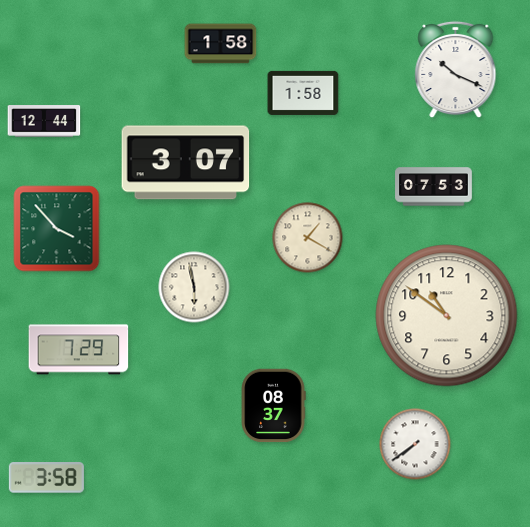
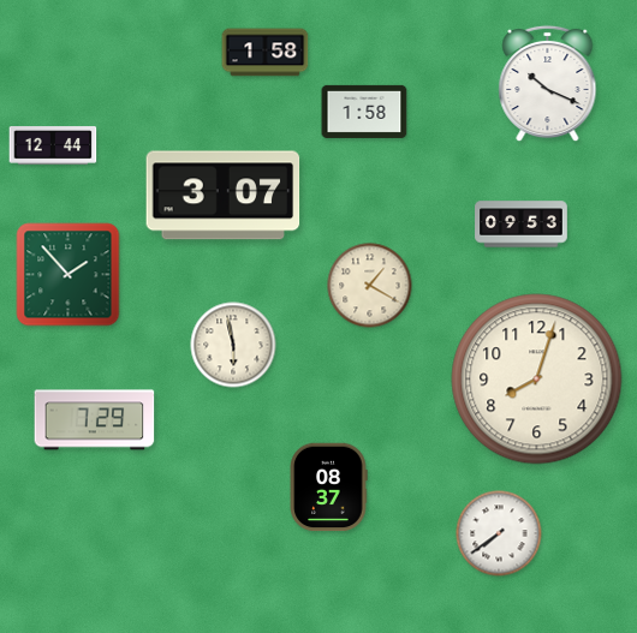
clock at (434, 187): 07:53 -> 09:53
clock at (57, 229): 3:53 -> 1:53
clock at (447, 316): 10:51 -> 8:03
clock at (46, 478): 3:58 -> none
